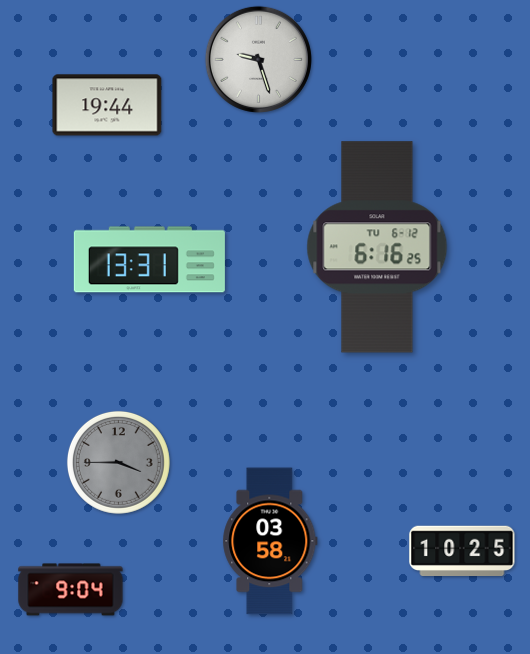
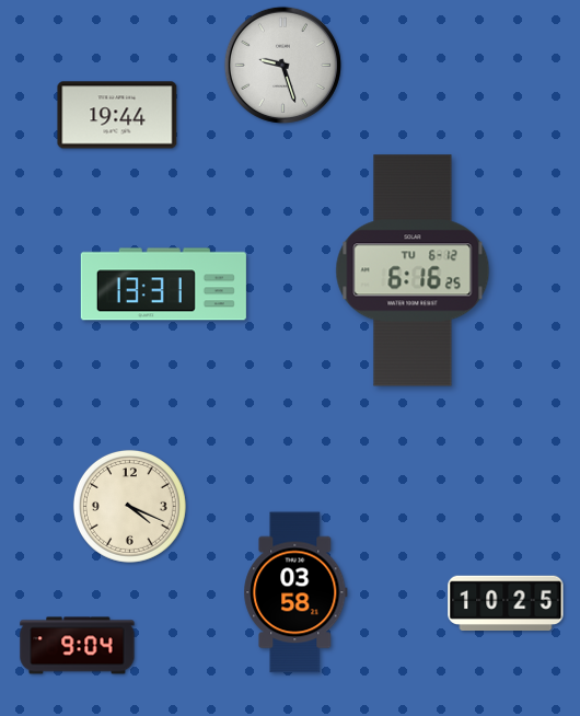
clock at (118, 462): 3:45 -> 4:19
clock at (118, 462) dial: grey -> cream
